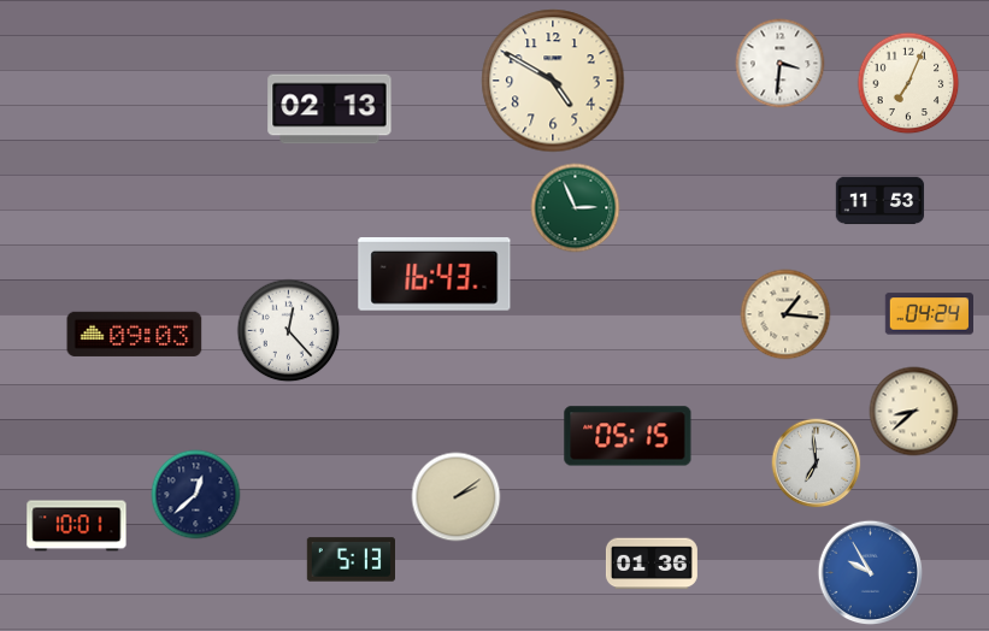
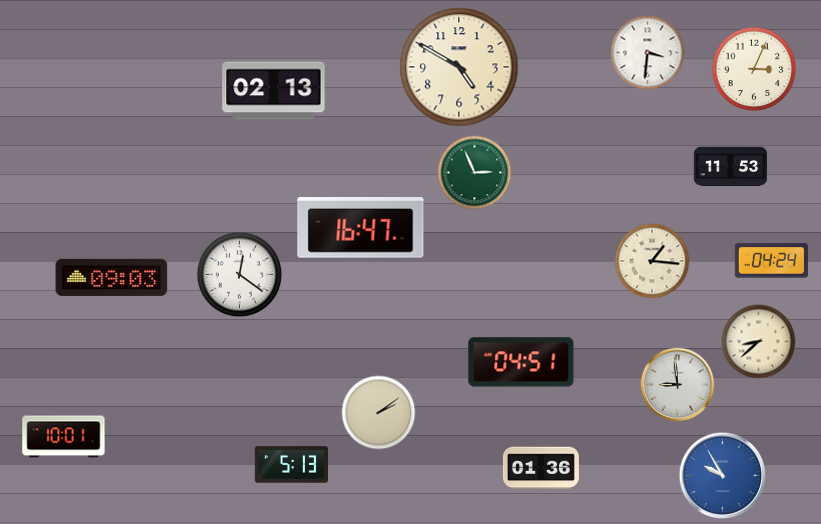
clock at (908, 83): 7:04 -> 3:04
clock at (576, 208) position: (576, 208) -> (475, 173)
clock at (435, 275): 16:43 -> 16:47
clock at (289, 331): 12:23 -> 12:21
clock at (628, 436): 05:15 -> 04:51
clock at (817, 464): 6:59 -> 8:59
clock at (196, 495): 12:38 -> none
